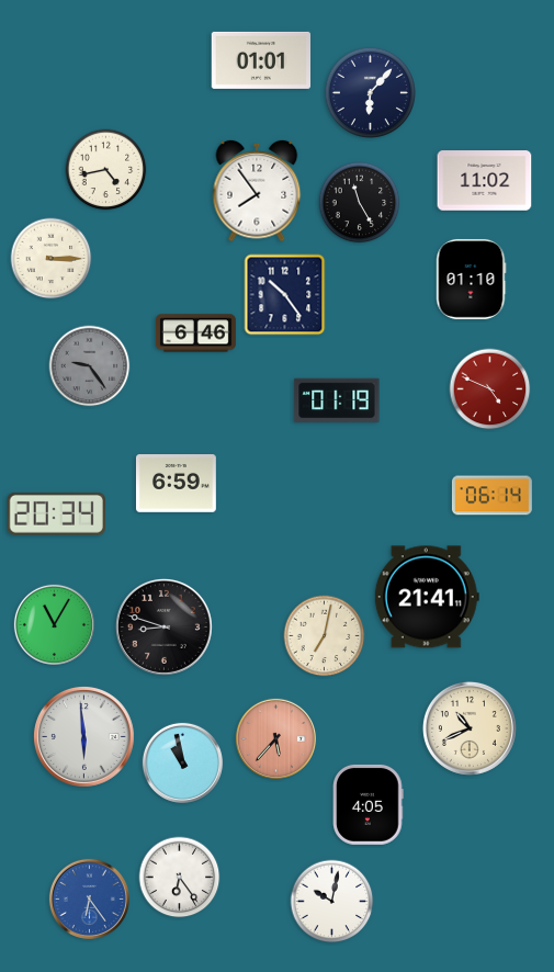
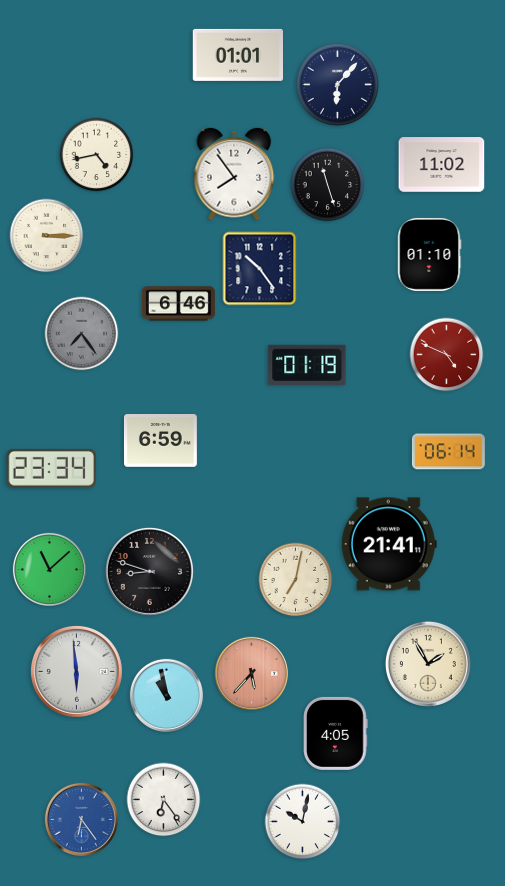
clock at (360, 203): 11:25 -> 11:27
clock at (90, 366): 9:24 -> 7:24
clock at (56, 513): 20:34 -> 23:34
clock at (54, 624): 11:05 -> 11:08
clock at (470, 728): 10:41 -> 1:55
